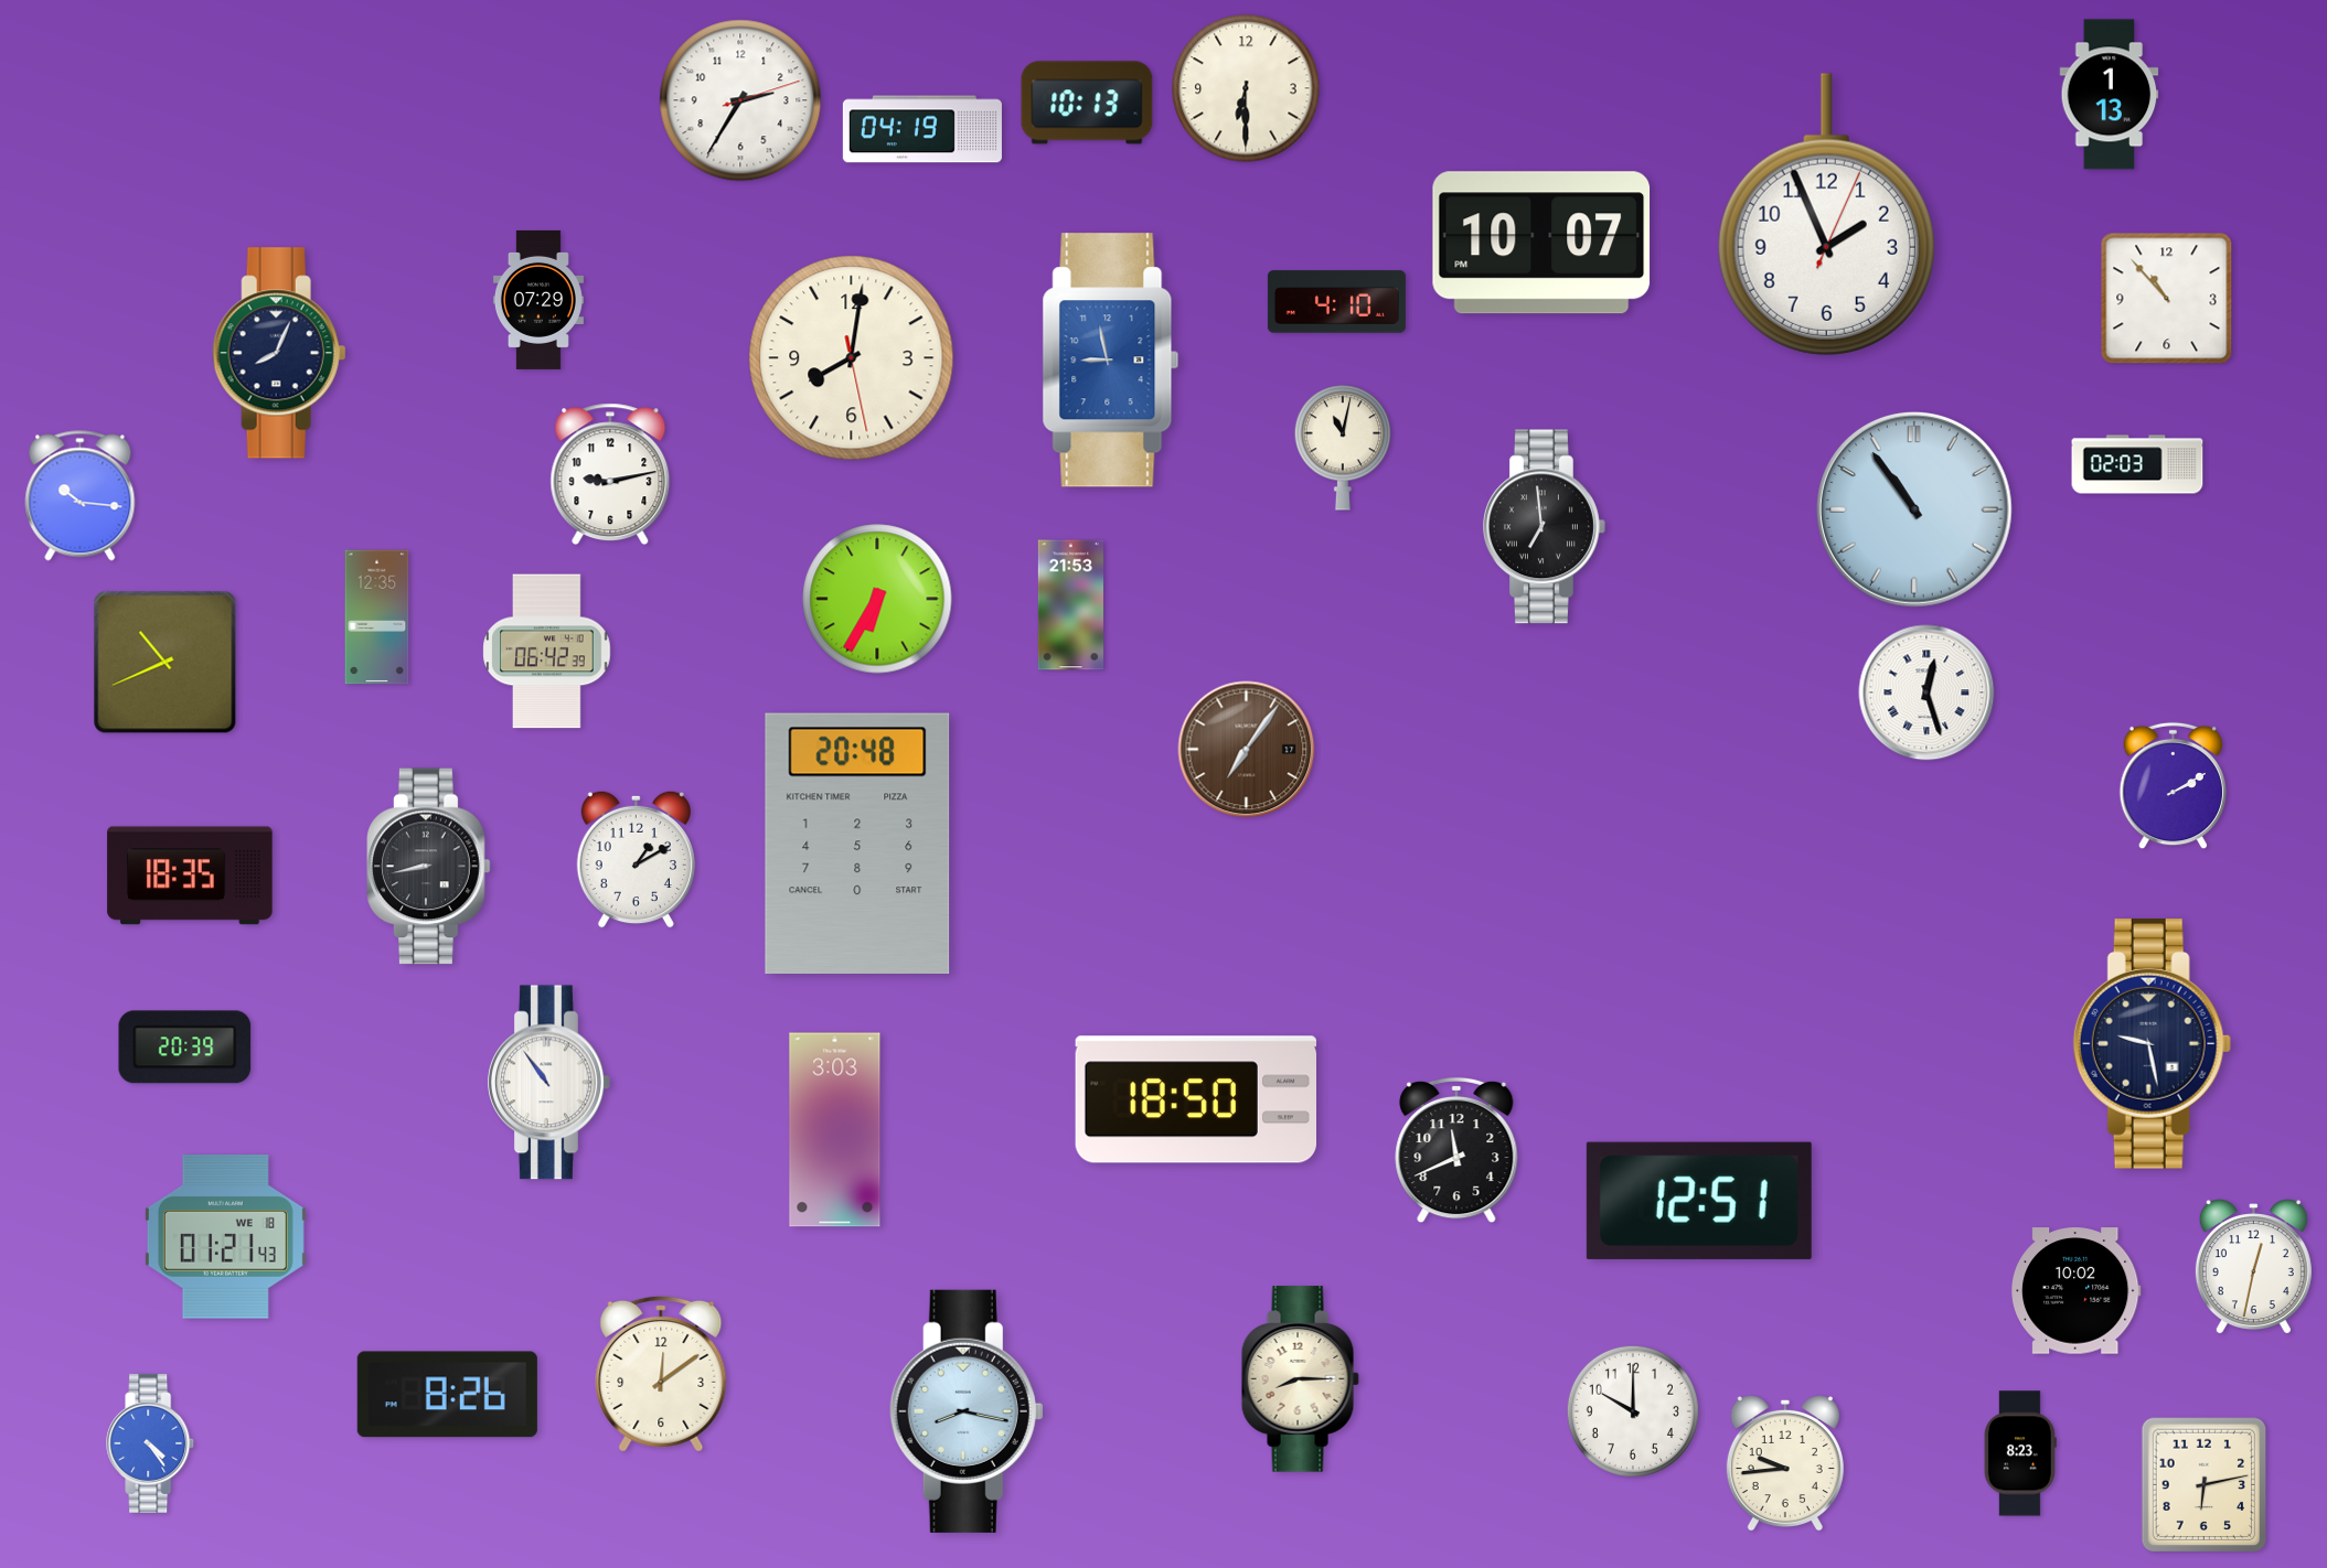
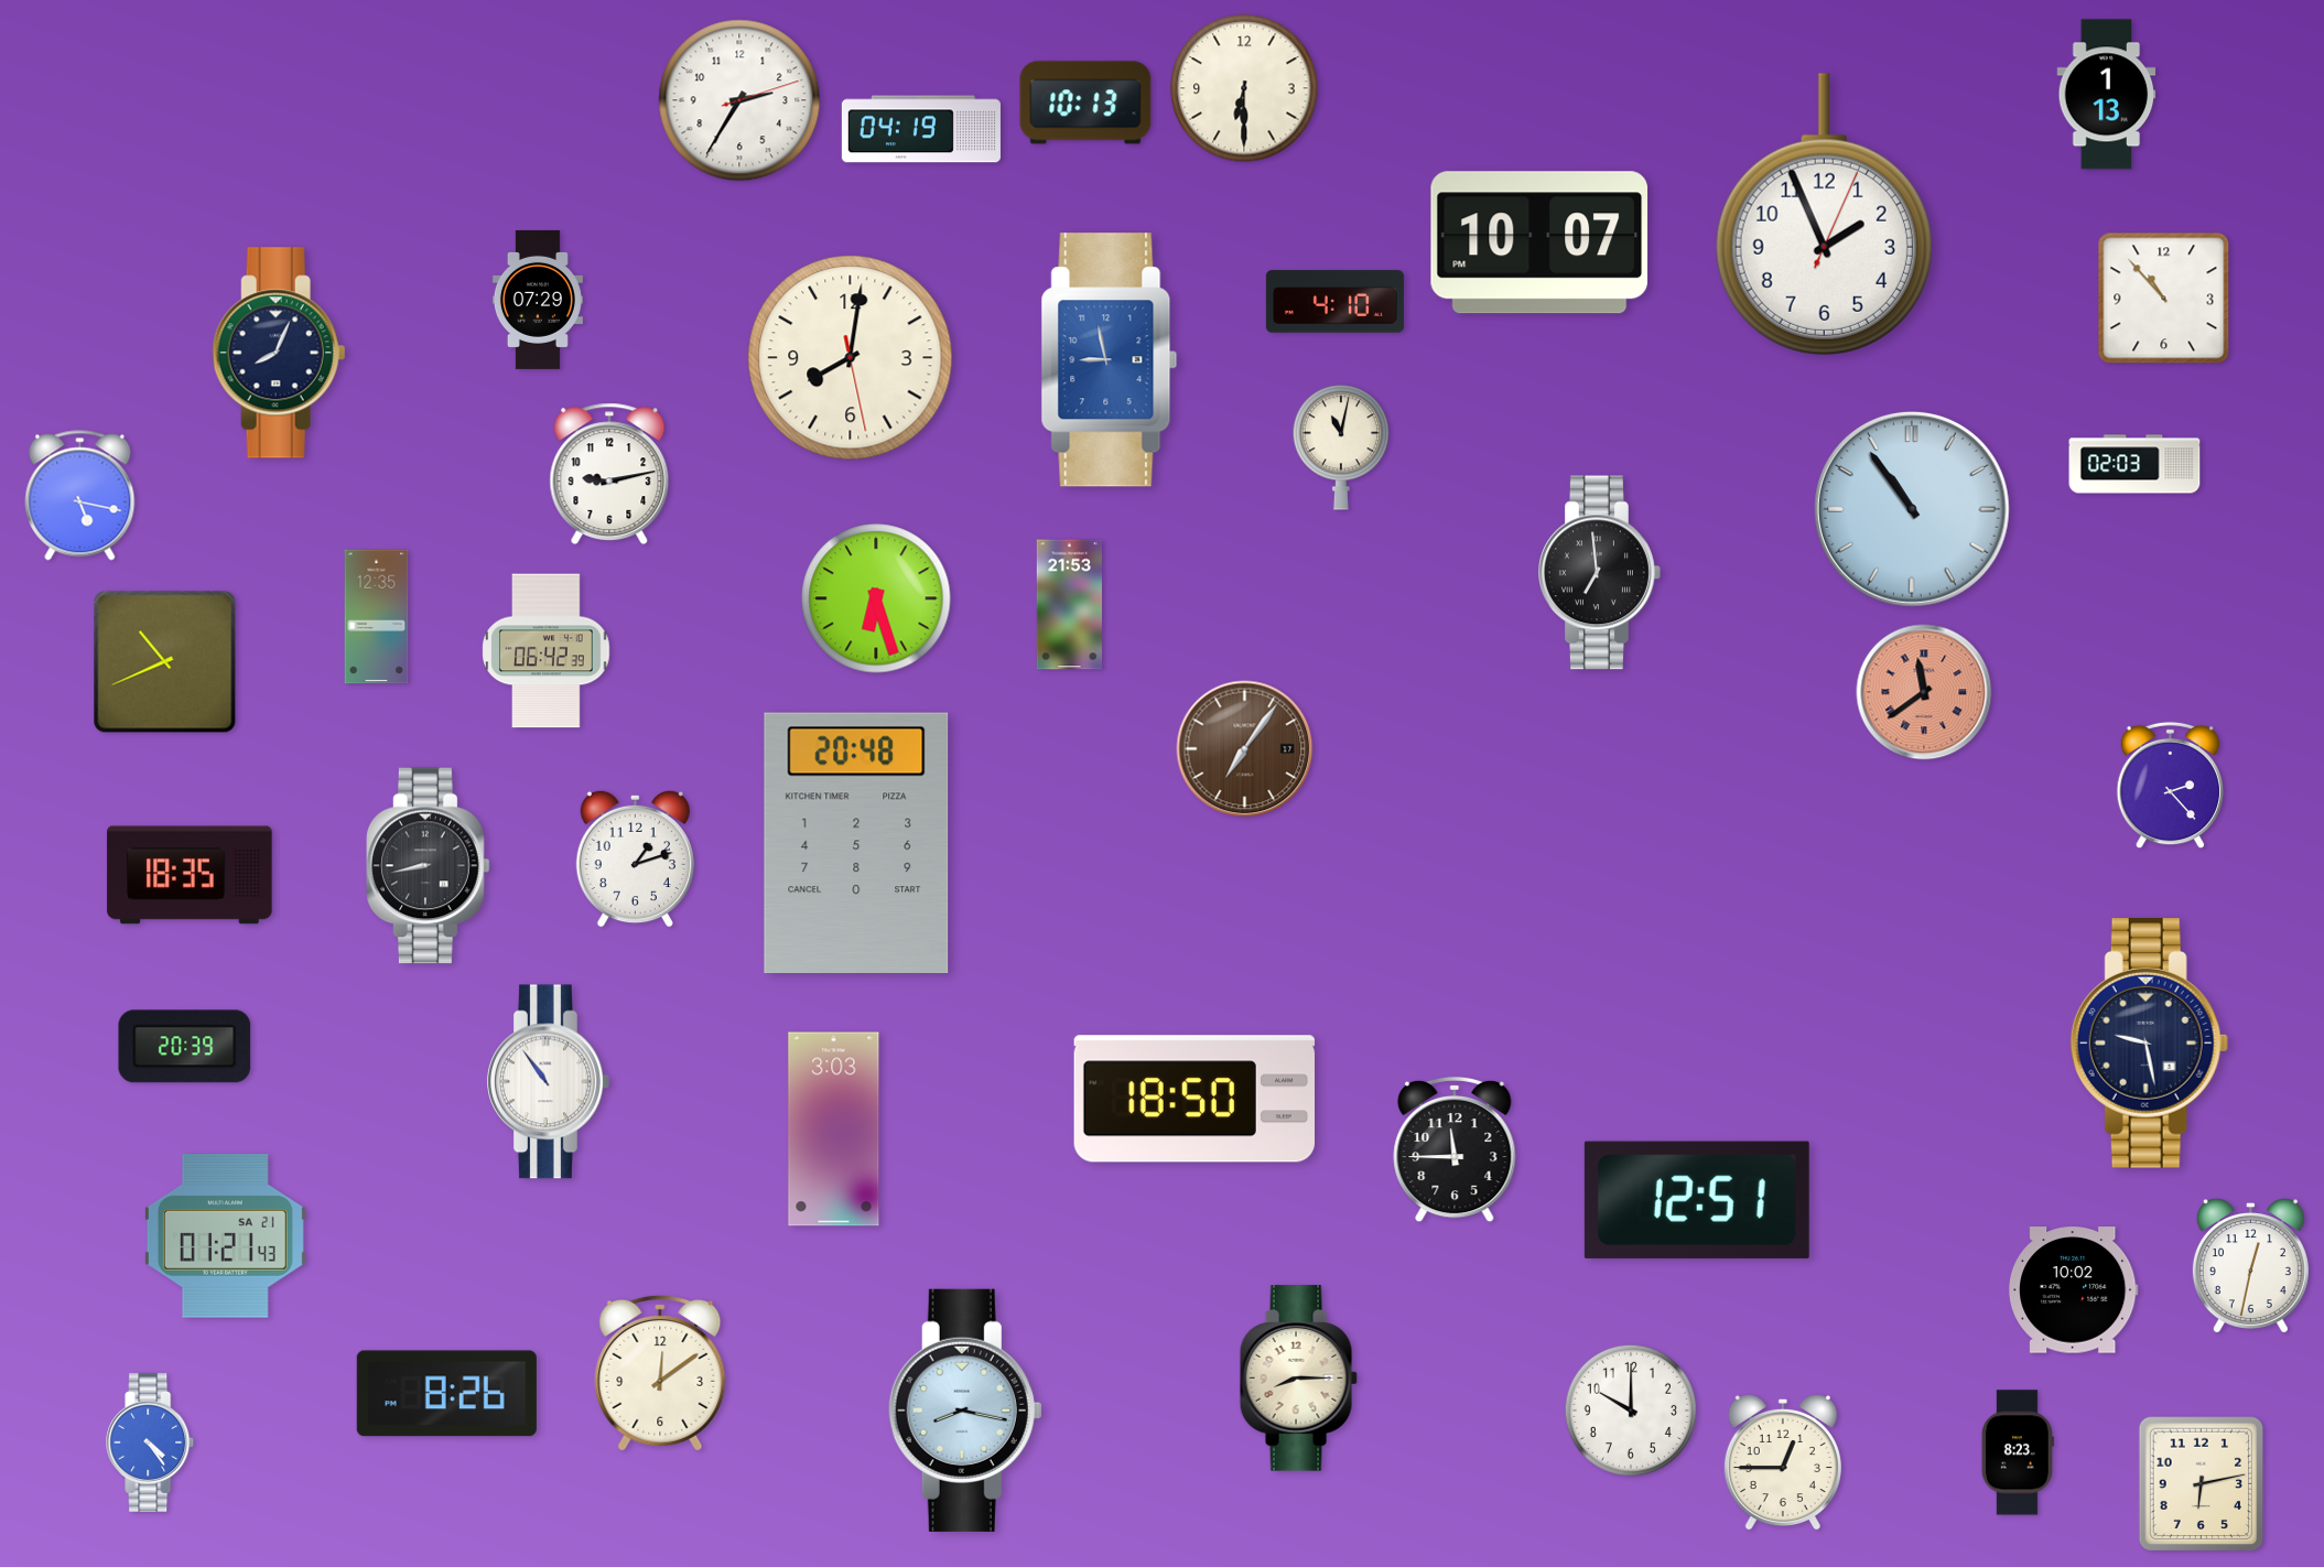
clock at (81, 496): 10:16 -> 5:17
clock at (1545, 527) position: (1545, 527) -> (1600, 573)
clock at (877, 599): 6:35 -> 6:27
clock at (1926, 692): 12:27 -> 11:39
clock at (1926, 692) dial: white -> salmon
clock at (2173, 786): 2:10 -> 2:23
clock at (636, 859): 1:10 -> 1:12
clock at (1456, 1150): 11:41 -> 11:45
clock at (225, 1237) date: WE 18 -> SA 21
clock at (1785, 1463): 9:44 -> 12:45
